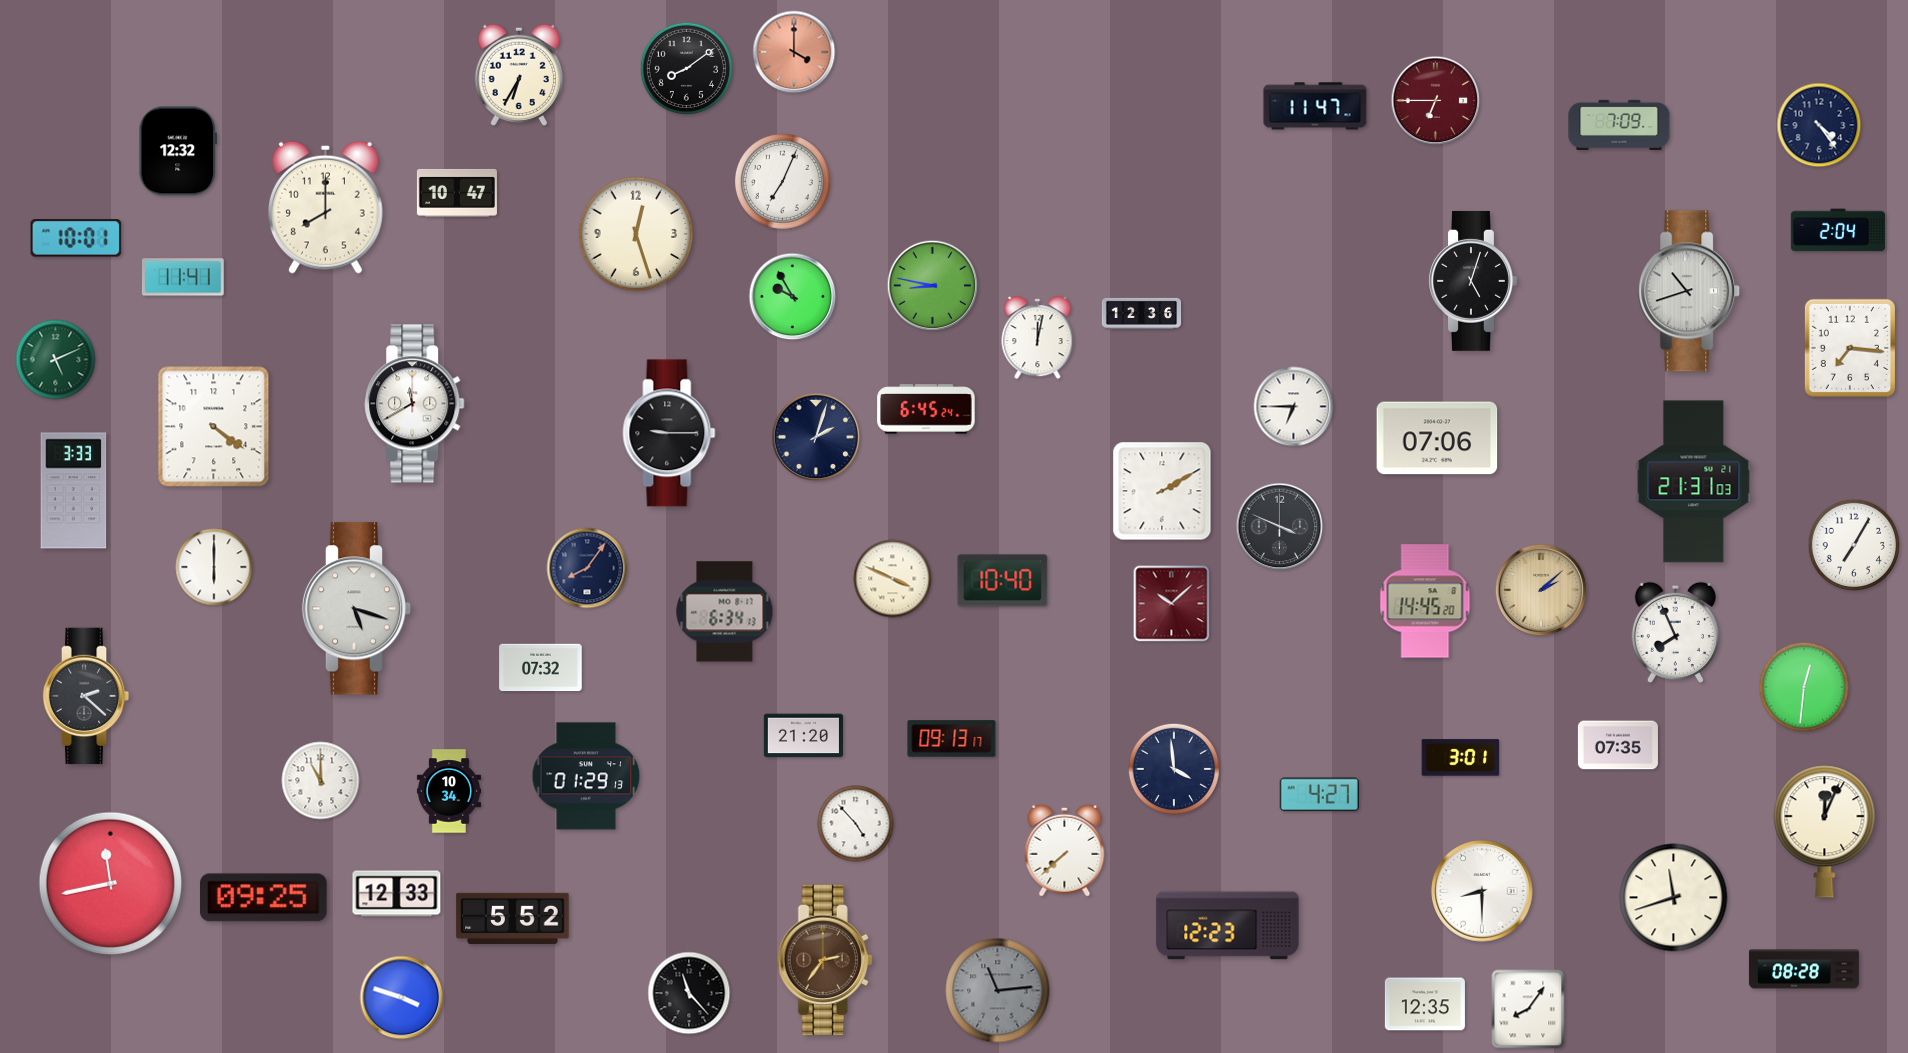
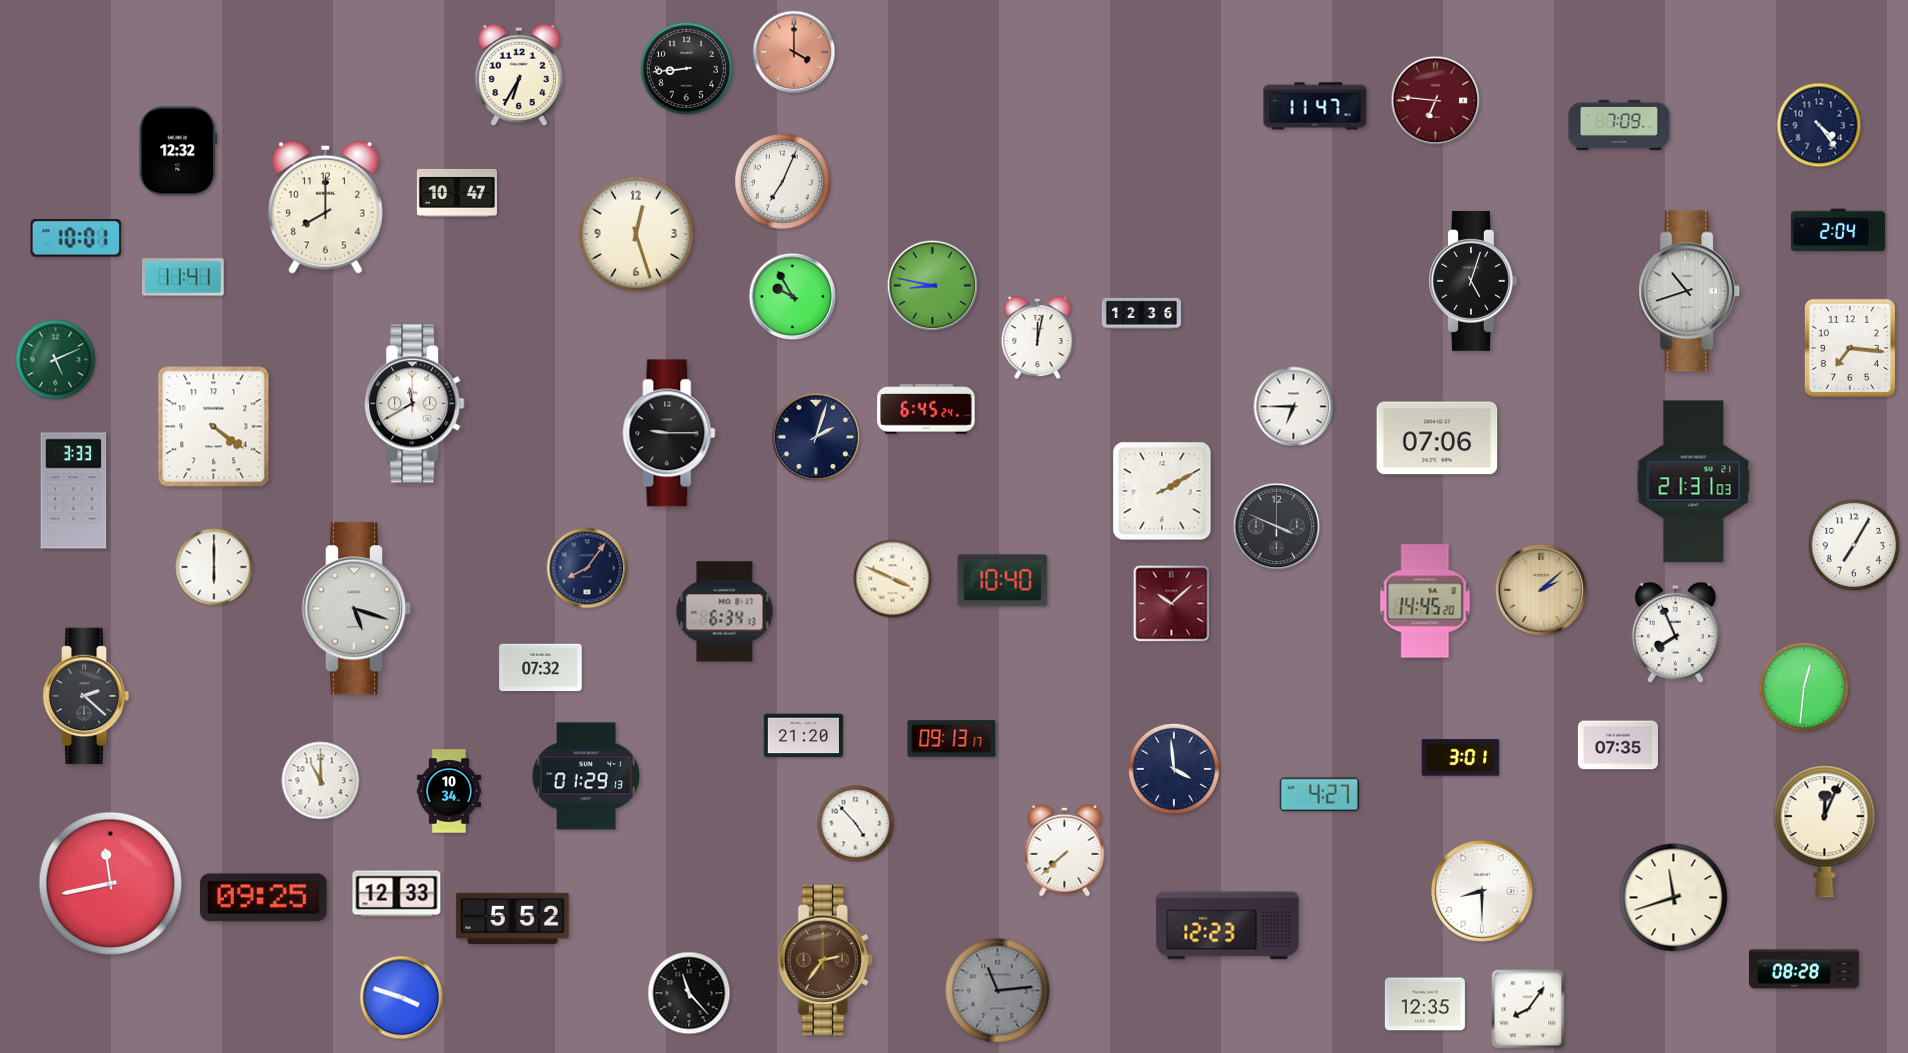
clock at (686, 68): 8:09 -> 8:44
clock at (1436, 101): 6:45 -> 6:46
clock at (1280, 527) position: (1280, 527) -> (1277, 527)
